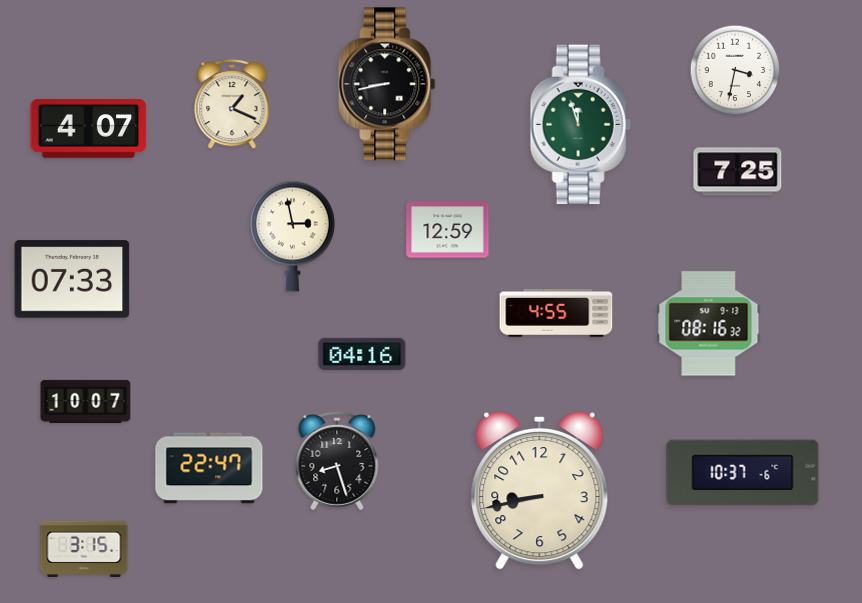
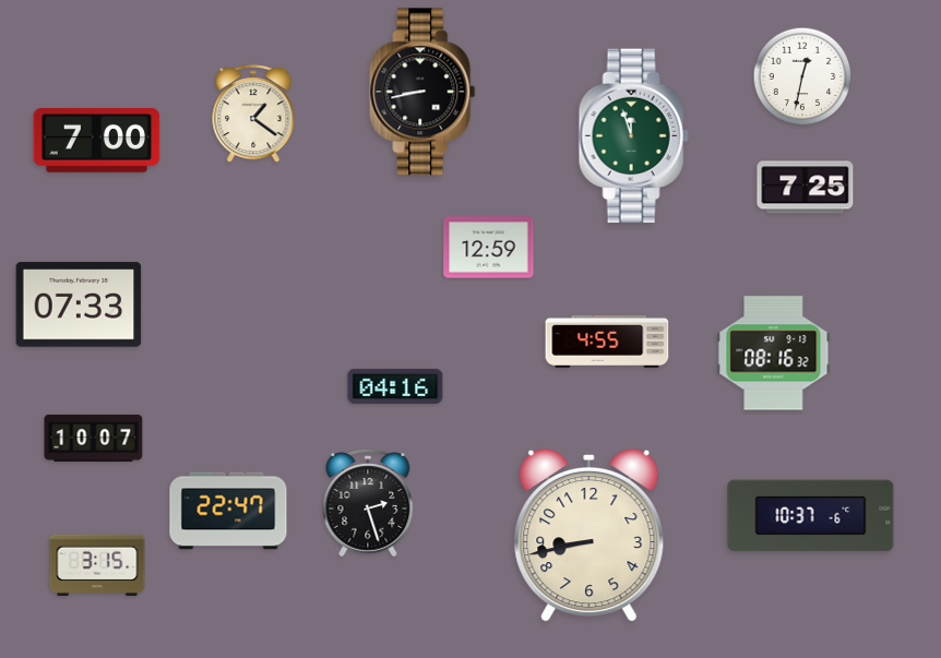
clock at (735, 70): 3:32 -> 12:32
clock at (232, 105): 1:19 -> 1:21
clock at (89, 129): 4:07 -> 7:00
clock at (448, 230) position: (448, 230) -> (489, 248)
clock at (292, 236): 2:58 -> none
clock at (337, 462): 8:27 -> 2:27
clock at (84, 548) position: (84, 548) -> (97, 564)
